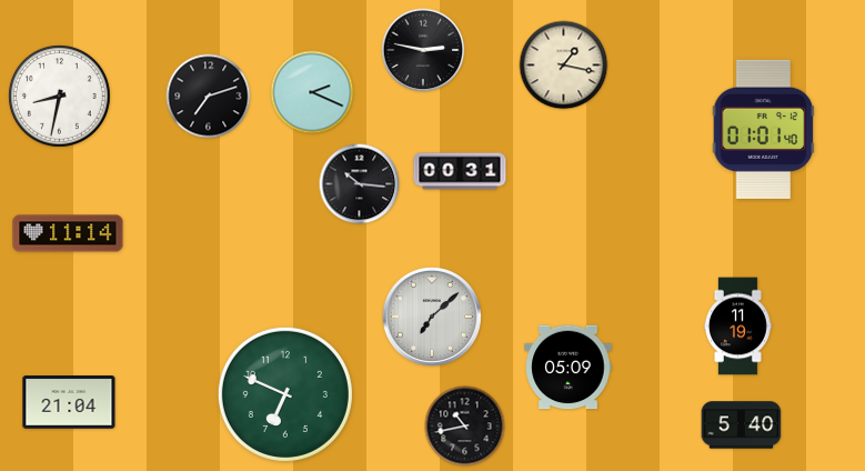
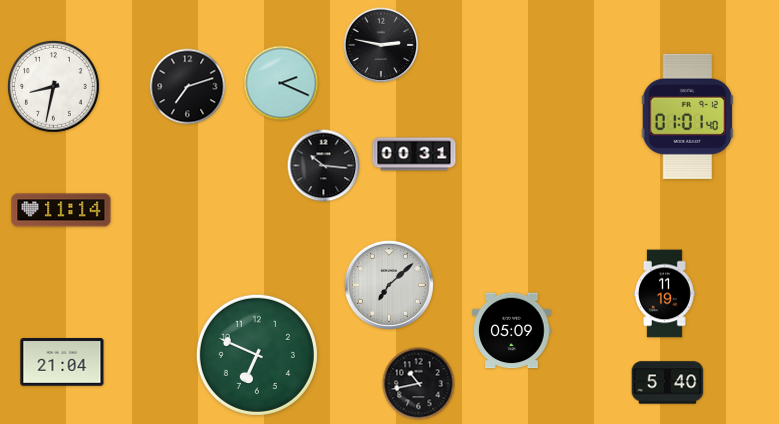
clock at (564, 66): 1:17 -> none
